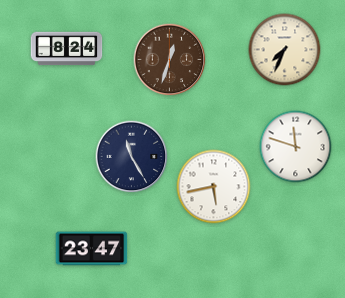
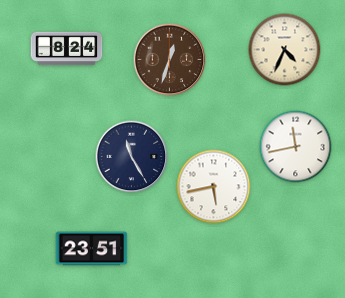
clock at (285, 50): 7:34 -> 4:34
clock at (296, 147): 11:48 -> 11:43
clock at (92, 249): 23:47 -> 23:51
